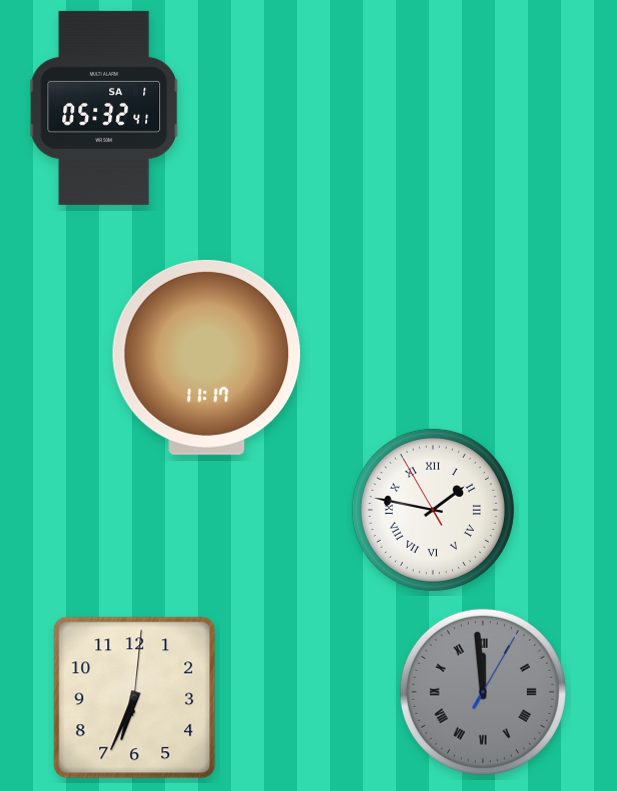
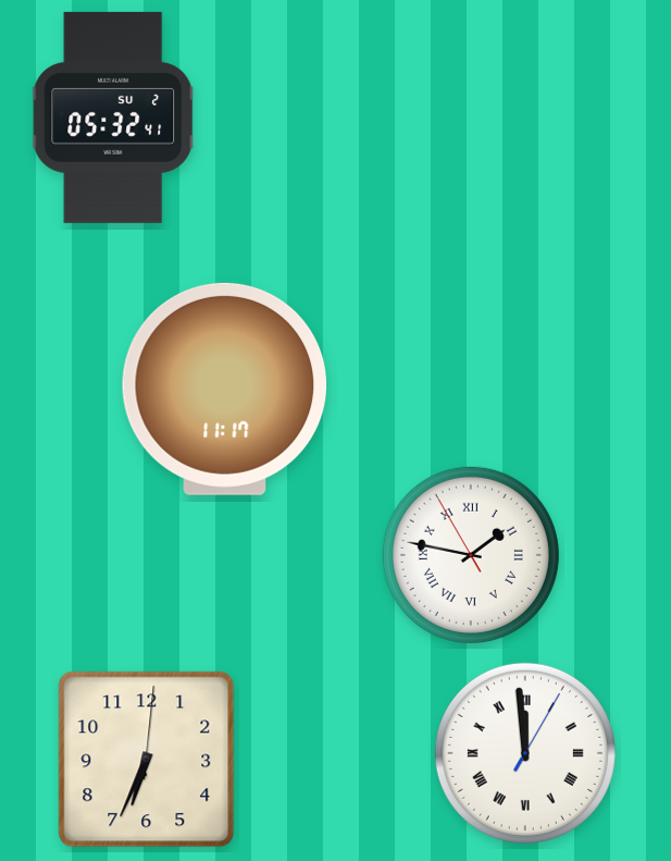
clock at (105, 108) date: SA 1 -> SU 2
clock at (483, 692) dial: grey -> white
